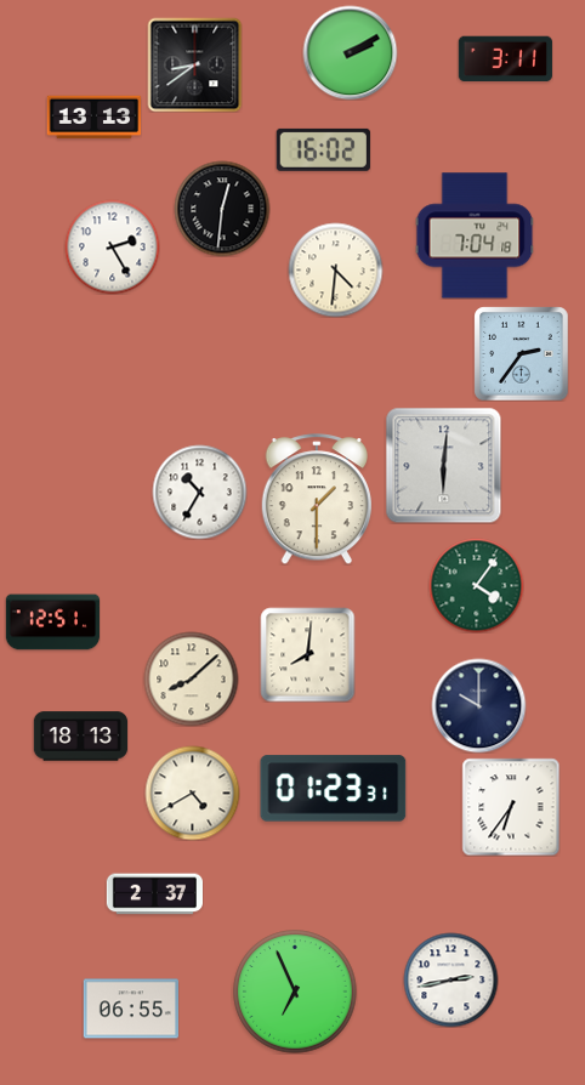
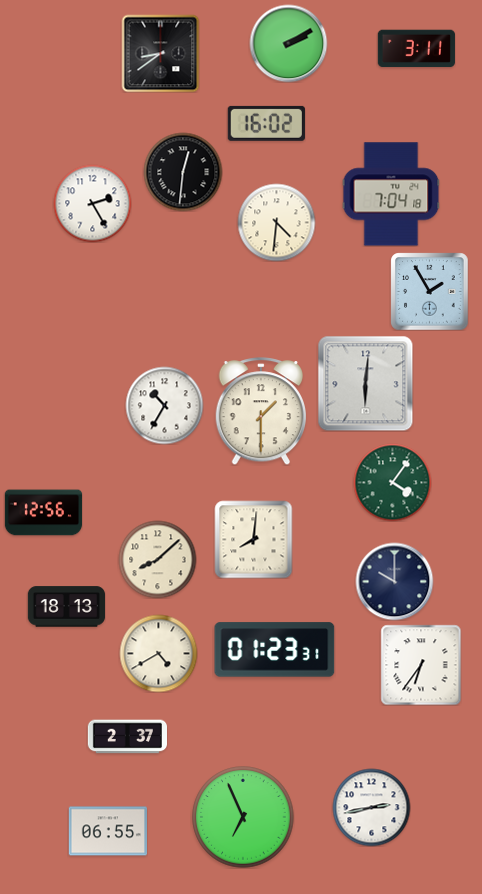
clock at (93, 118): 13:13 -> none
clock at (521, 353): 2:36 -> 1:55
clock at (52, 623): 12:51 -> 12:56
